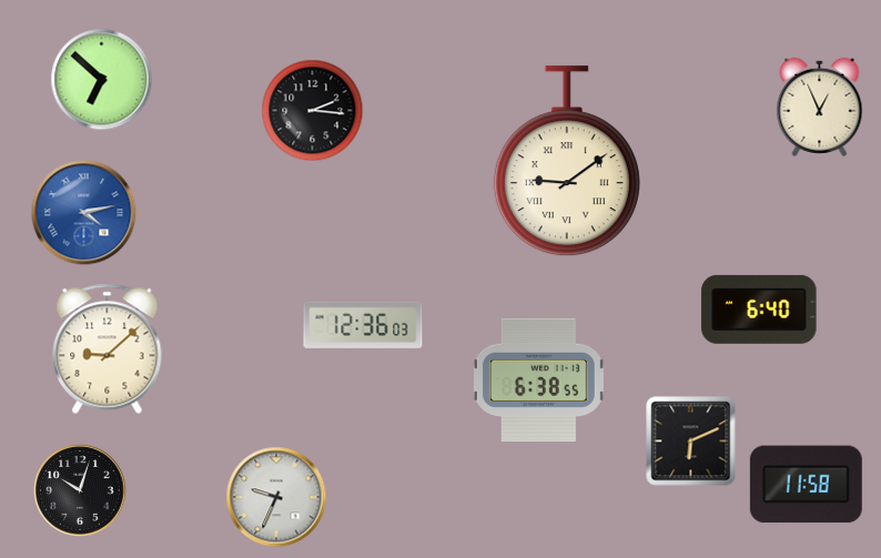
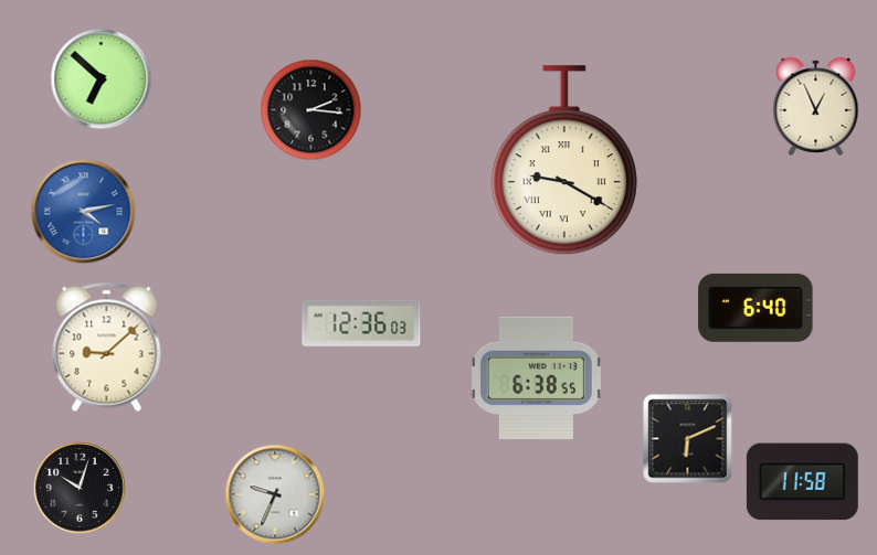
clock at (567, 162): 9:09 -> 9:20
